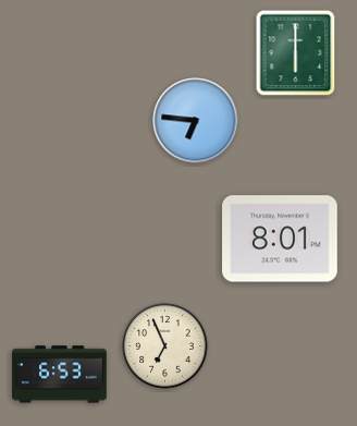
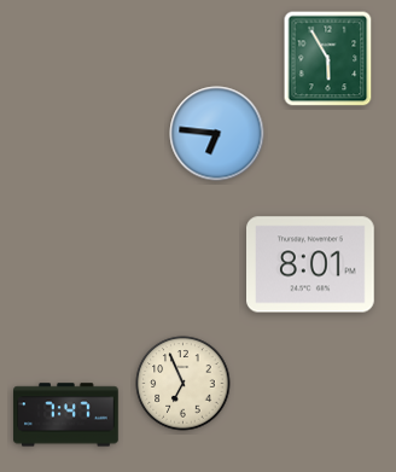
clock at (296, 53): 6:00 -> 5:55
clock at (60, 375): 6:53 -> 7:47
